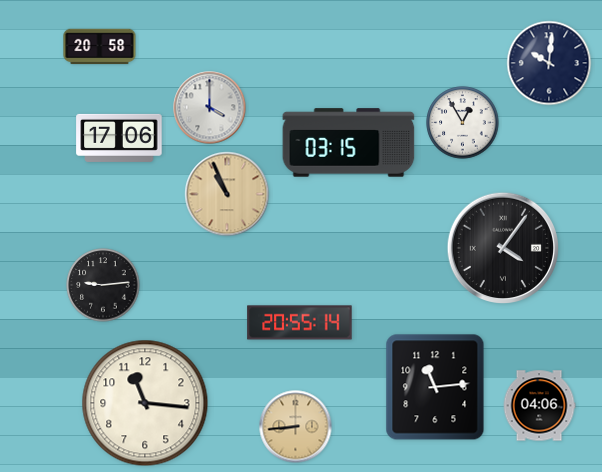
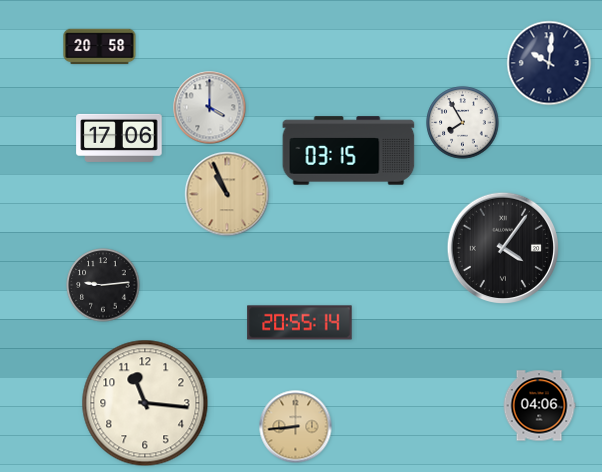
clock at (463, 123): 12:55 -> 7:55
clock at (349, 143) position: (349, 143) -> (349, 151)
clock at (435, 387): 11:14 -> none
